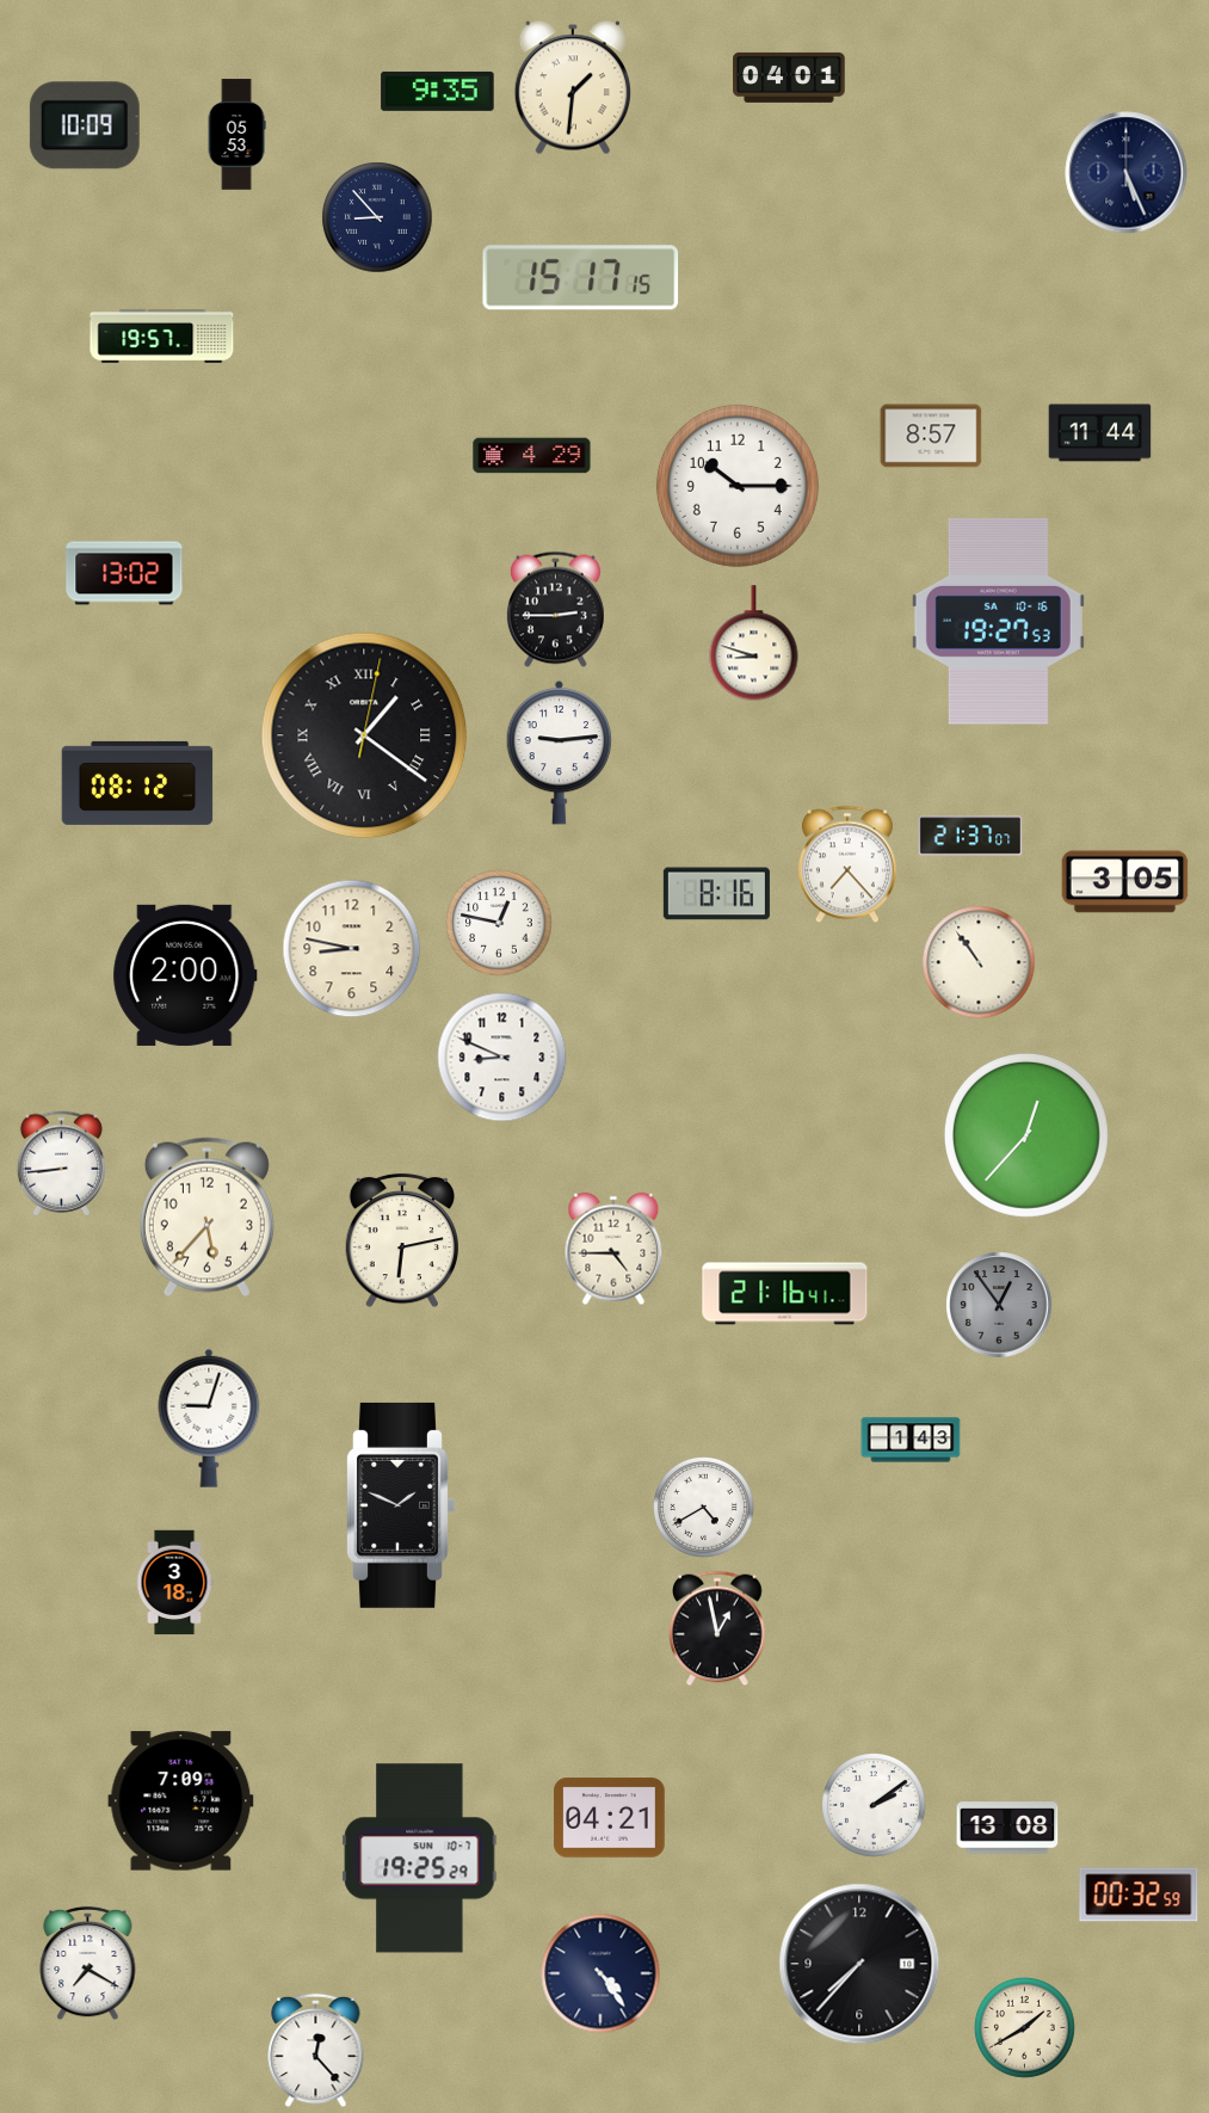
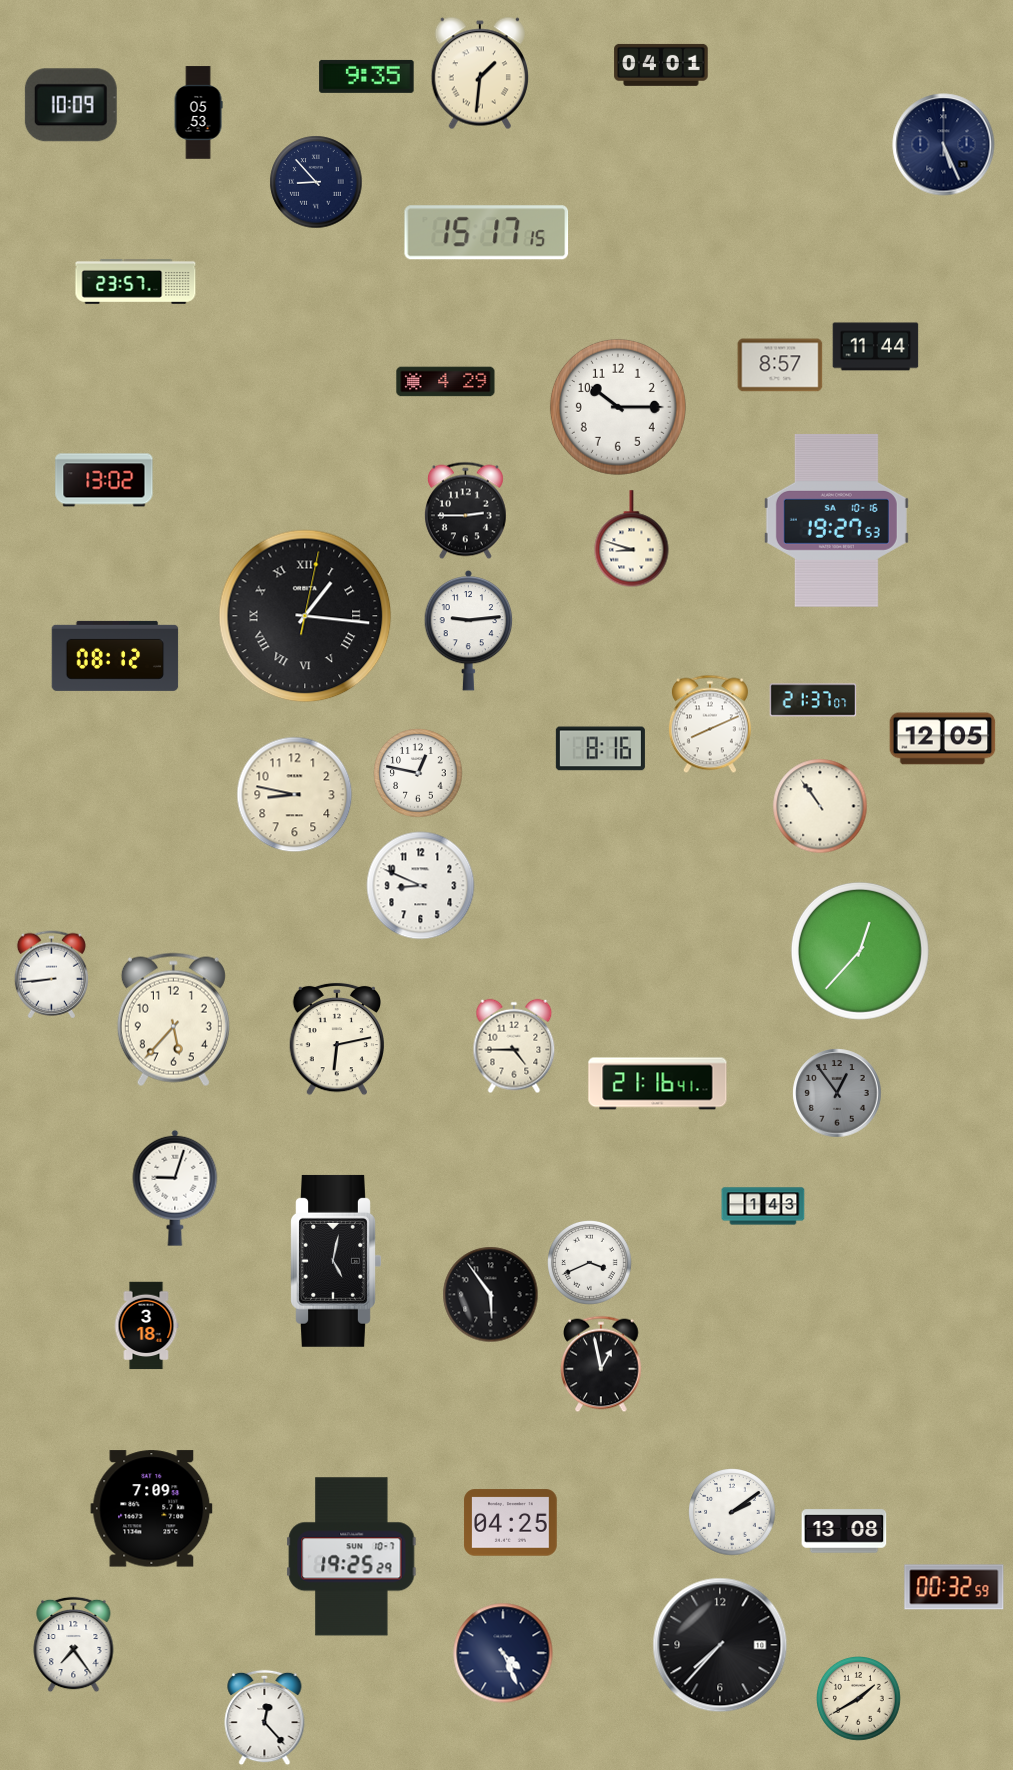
clock at (162, 335): 19:57 -> 23:57
clock at (1100, 433) position: (1100, 433) -> (876, 347)
clock at (364, 735): 1:21 -> 1:16
clock at (847, 864): 7:23 -> 8:11
clock at (1125, 882): 3:05 -> 12:05
clock at (185, 975): 2:00 -> none
clock at (401, 1505): 1:49 -> 5:02
clock at (704, 1508): 4:40 -> 3:41
clock at (491, 1295): none -> 5:54
clock at (610, 1818): 04:21 -> 04:25
clock at (88, 1964): 7:20 -> 7:24
clock at (600, 1973): 4:24 -> 4:26
